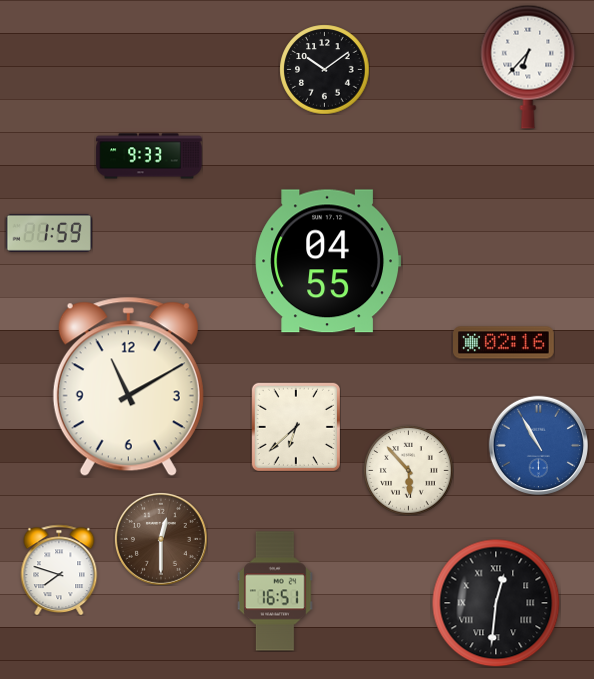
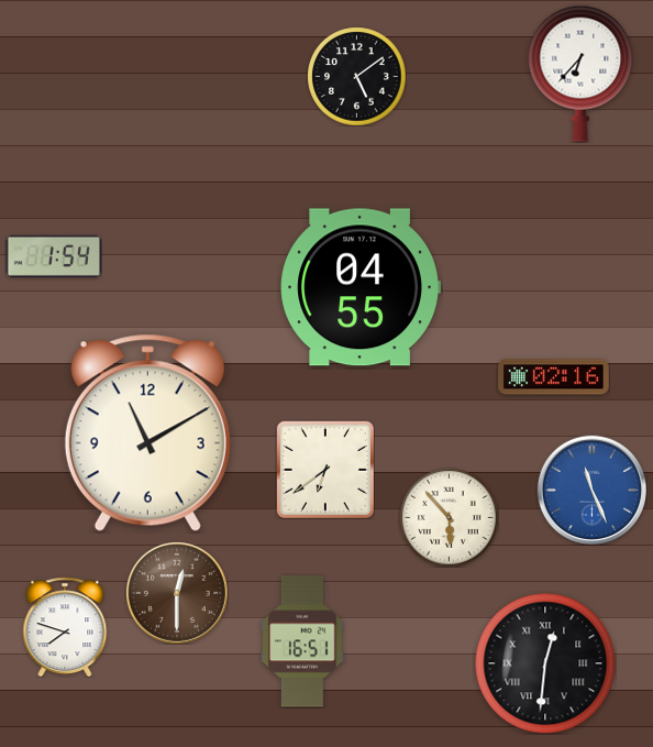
clock at (324, 69): 10:09 -> 5:09
clock at (149, 156): 9:33 -> none
clock at (48, 233): 1:59 -> 1:54
clock at (128, 387) position: (128, 387) -> (147, 433)
clock at (296, 427): 6:38 -> 6:39
clock at (538, 445): 10:55 -> 11:26
clock at (275, 591) position: (275, 591) -> (302, 641)
